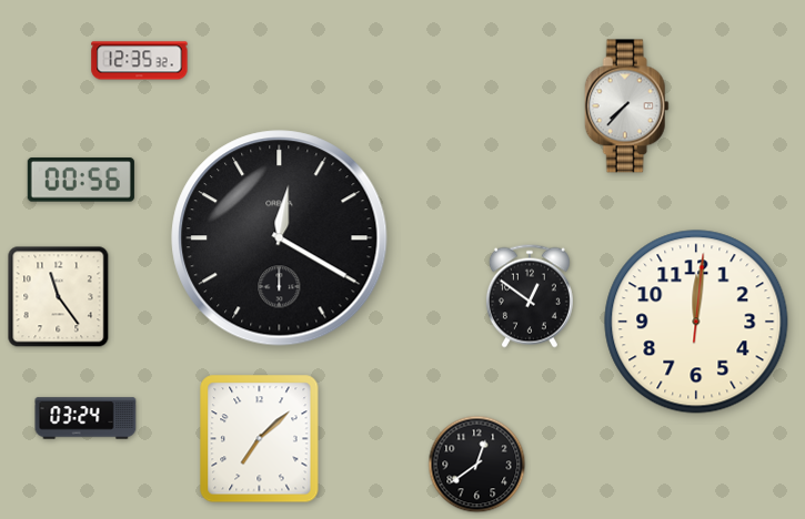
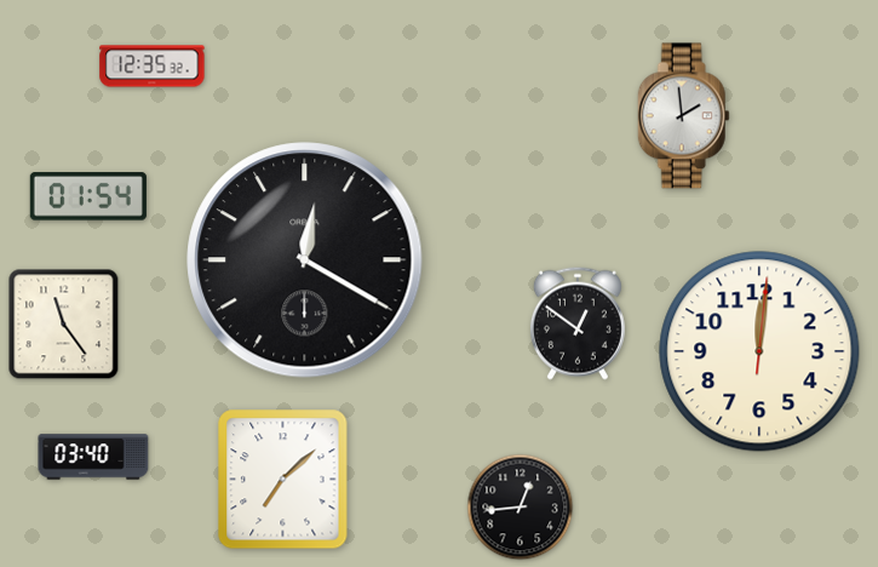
clock at (626, 106): 7:37 -> 1:59
clock at (81, 180): 00:56 -> 01:54
clock at (85, 418): 03:24 -> 03:40
clock at (477, 465): 12:39 -> 12:44
